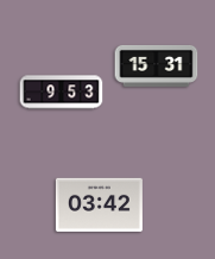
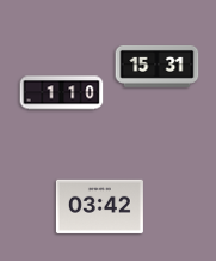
clock at (62, 93): 9:53 -> 1:10
